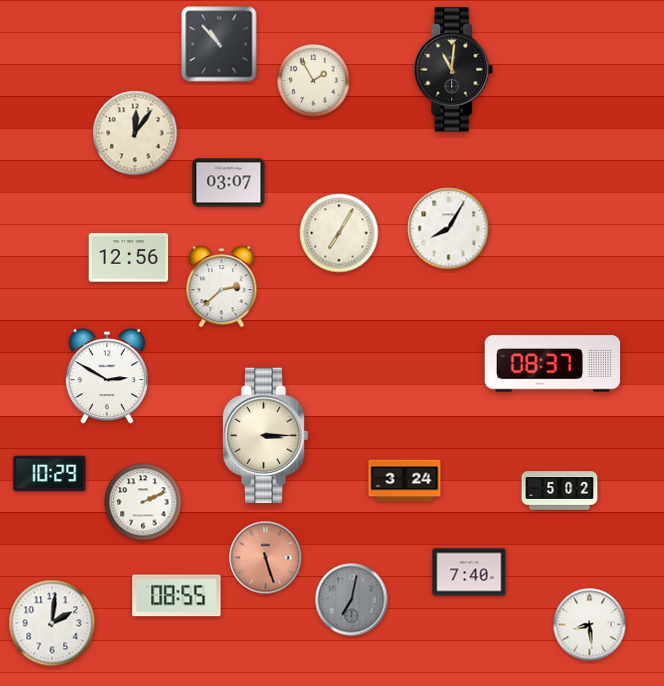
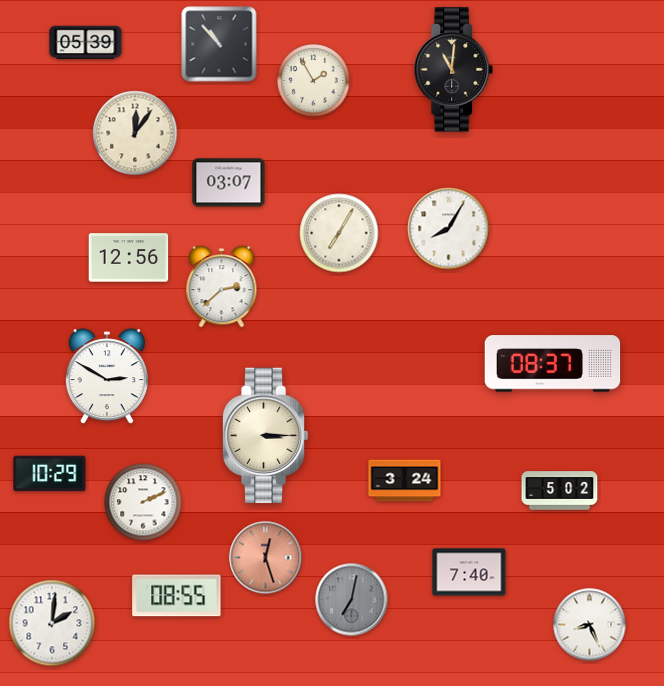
clock at (86, 43): none -> 05:39
clock at (266, 558): 5:27 -> 12:27
clock at (590, 625): 8:29 -> 8:26
